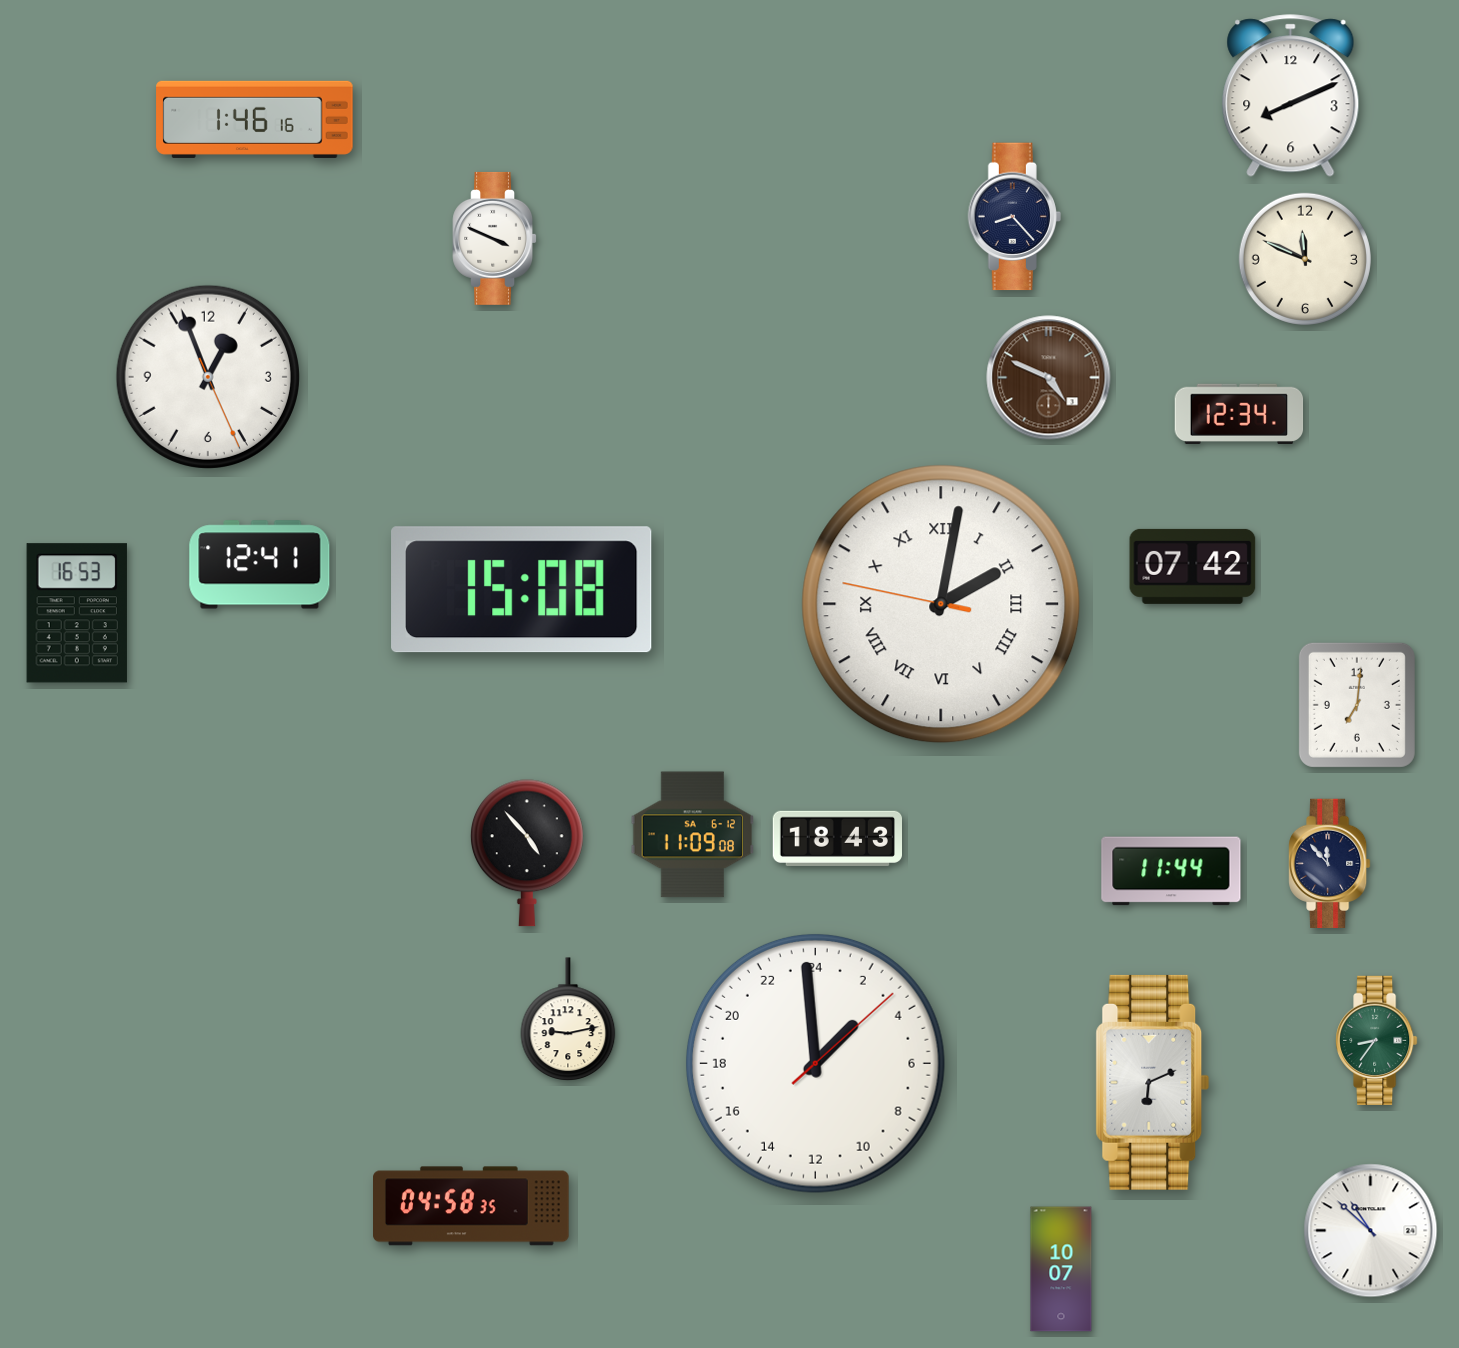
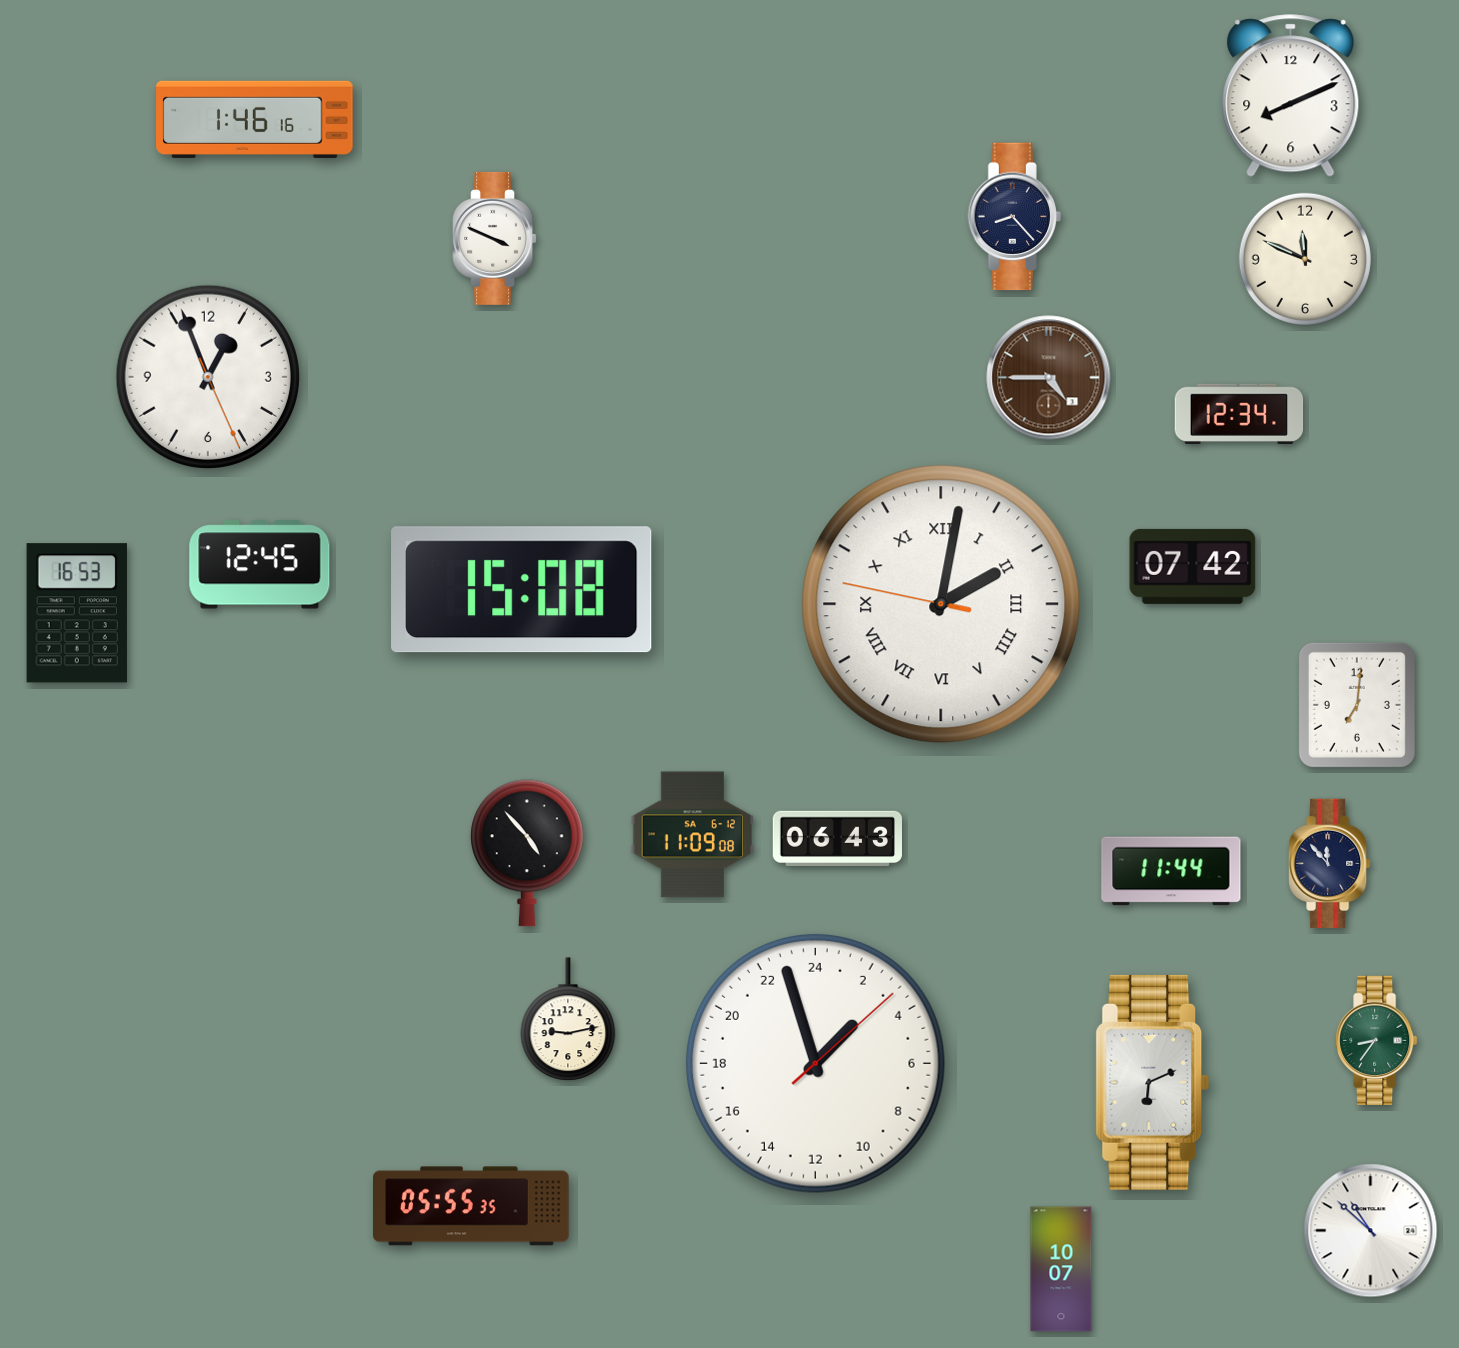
clock at (1049, 378): 4:49 -> 4:45
clock at (260, 565): 12:41 -> 12:45
clock at (837, 838): 18:43 -> 06:43
clock at (815, 1063): 2:59 -> 2:57
clock at (472, 1206): 04:58 -> 05:55
